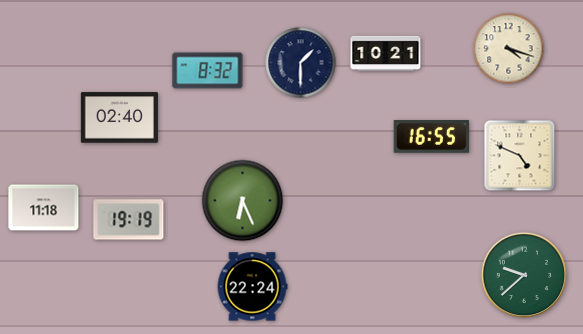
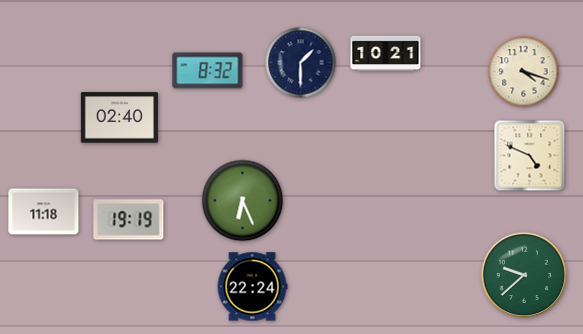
clock at (509, 49) position: (509, 49) -> (524, 72)
clock at (432, 137): 16:55 -> none
clock at (520, 156) position: (520, 156) -> (530, 156)
clock at (44, 208) position: (44, 208) -> (44, 212)
